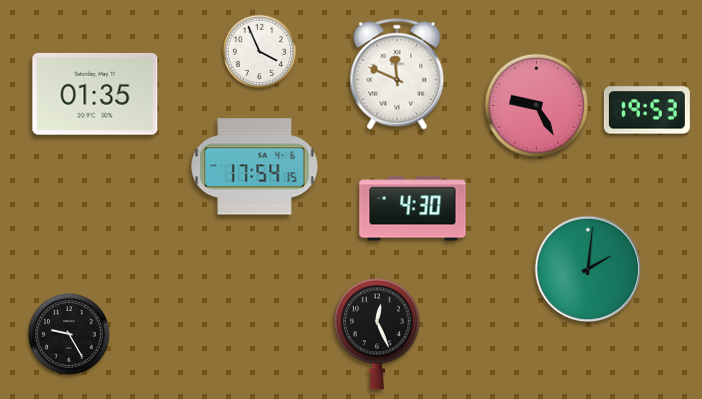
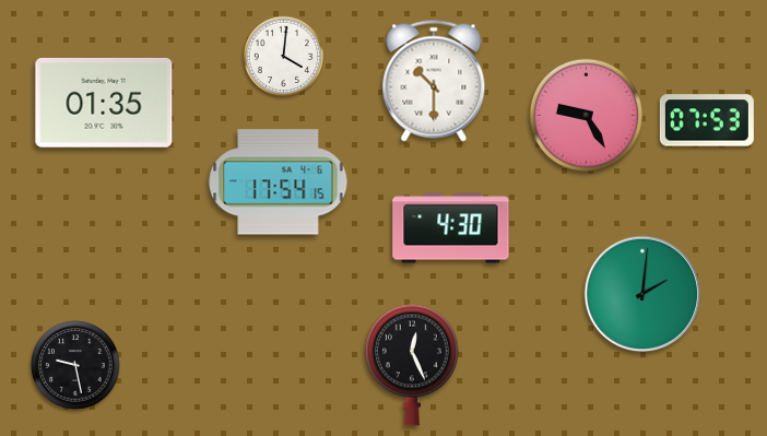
clock at (259, 51): 3:56 -> 4:01
clock at (397, 74): 11:49 -> 10:30
clock at (647, 110): 19:53 -> 07:53
clock at (69, 334): 9:25 -> 9:28
